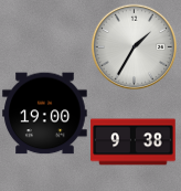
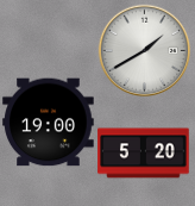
clock at (134, 46): 1:35 -> 1:40
clock at (134, 142): 9:38 -> 5:20
